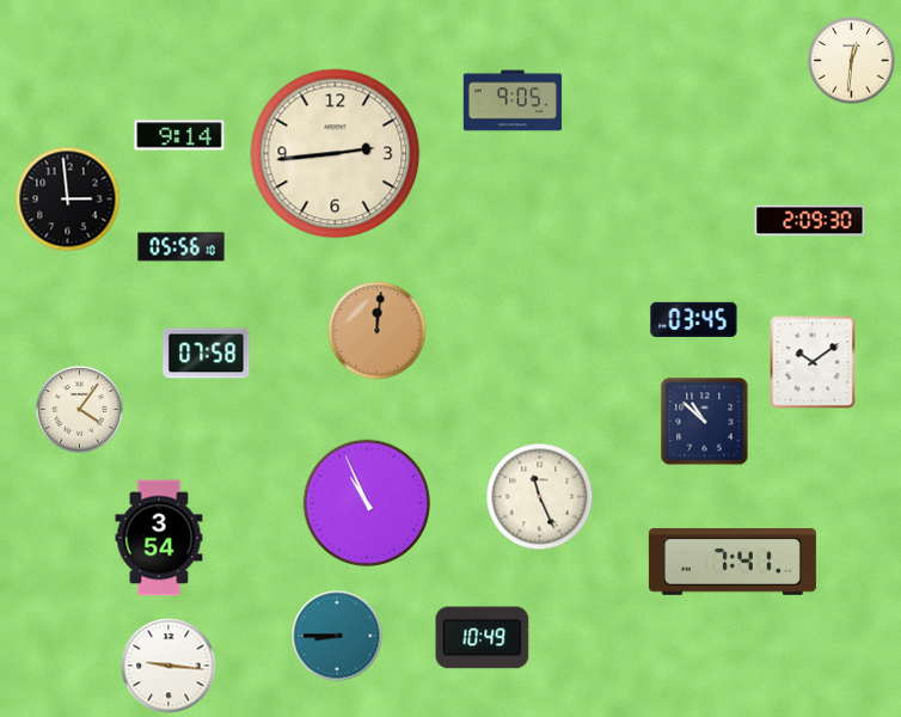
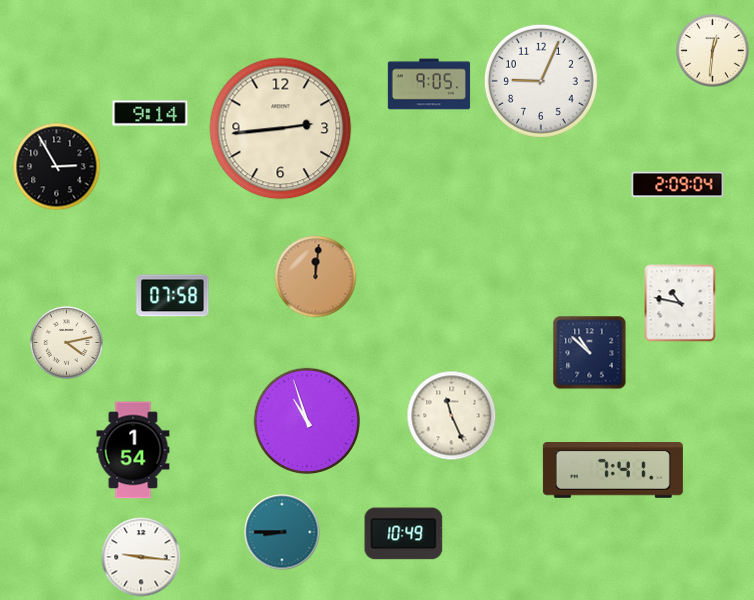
clock at (541, 81): none -> 9:04
clock at (68, 200): 2:59 -> 2:55
clock at (810, 221): 2:09:30 -> 2:09:04
clock at (182, 247): 05:56 -> none
clock at (694, 319): 03:45 -> none
clock at (813, 362): 10:09 -> 10:47
clock at (80, 410): 4:06 -> 4:13
clock at (367, 503): 10:56 -> 10:57
clock at (159, 538): 3:54 -> 1:54
